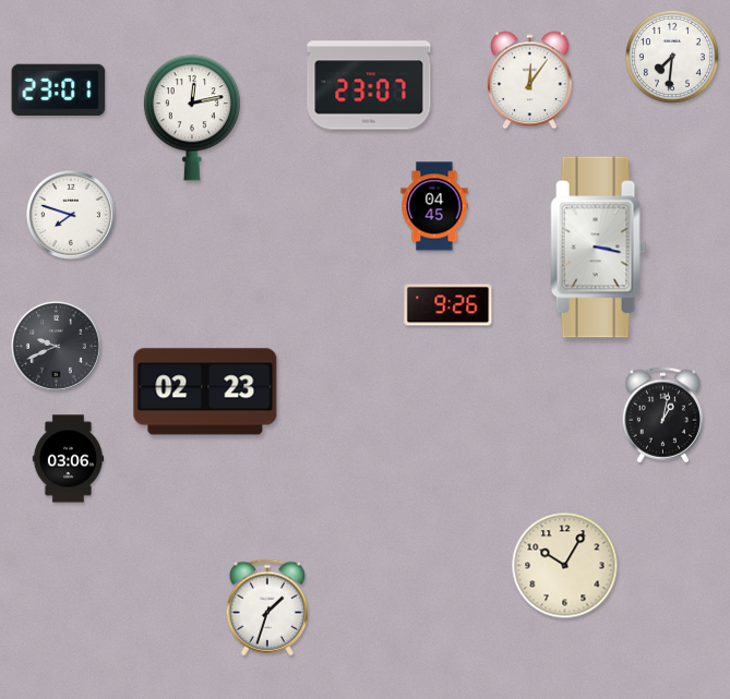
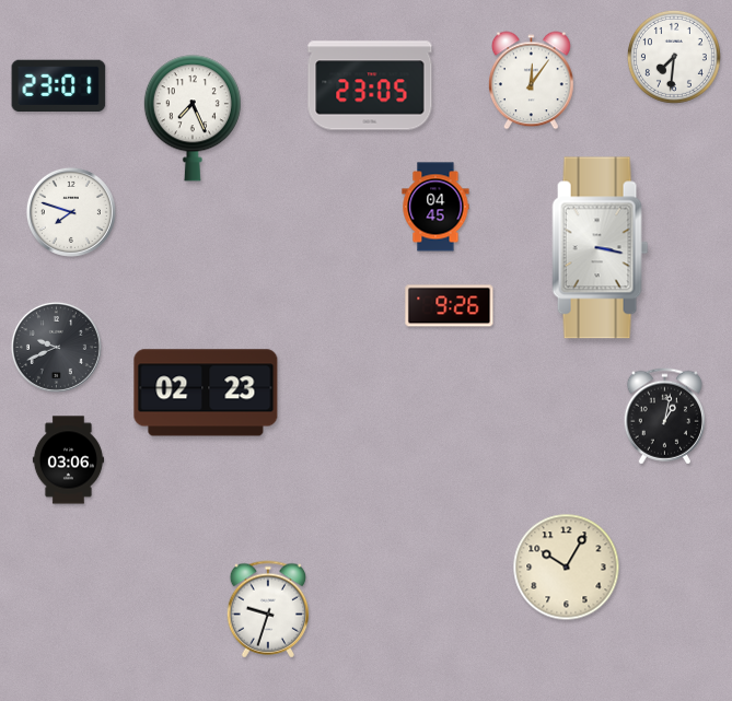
clock at (369, 85): 23:07 -> 23:05
clock at (59, 91) position: (59, 91) -> (59, 86)
clock at (192, 118): 12:13 -> 7:26
clock at (71, 215) position: (71, 215) -> (71, 212)
clock at (267, 607): 1:33 -> 9:33
